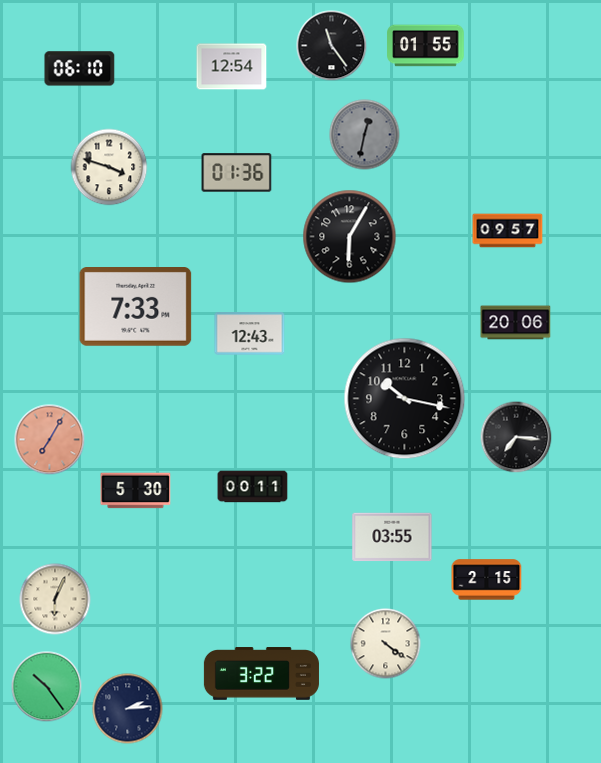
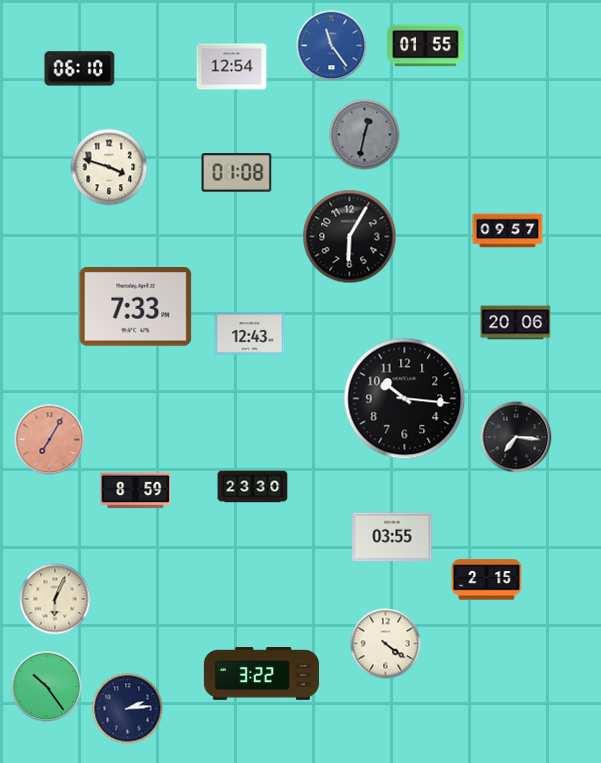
clock at (332, 46) dial: black -> blue
clock at (237, 173): 01:36 -> 01:08
clock at (405, 399): 10:17 -> 10:16
clock at (253, 487): 00:11 -> 23:30
clock at (136, 491): 5:30 -> 8:59
